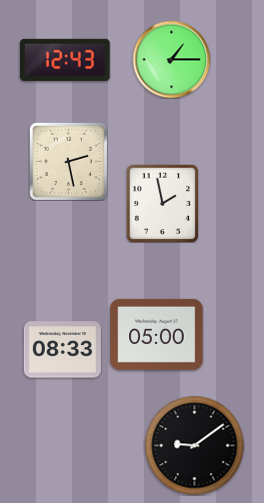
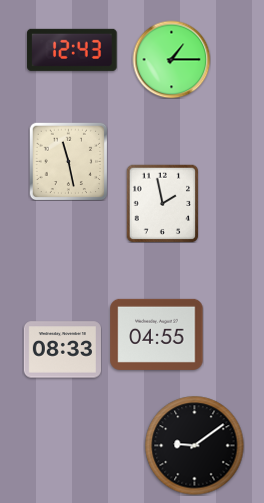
clock at (65, 60) position: (65, 60) -> (72, 50)
clock at (68, 161): 2:28 -> 11:28
clock at (157, 334): 05:00 -> 04:55
